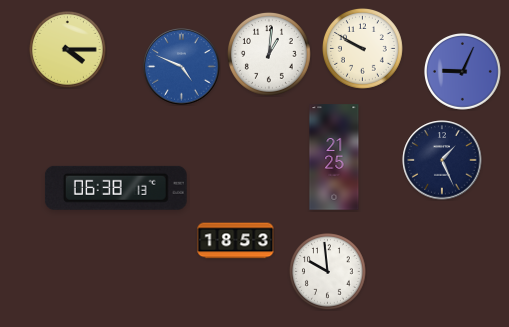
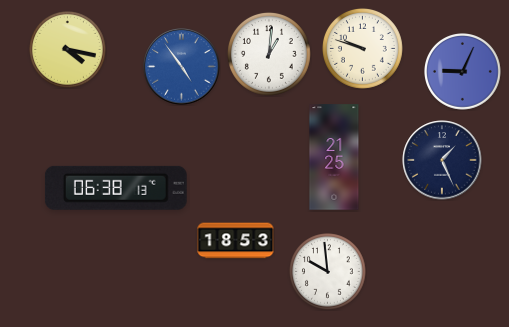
clock at (362, 48): 9:50 -> 9:48
clock at (68, 50): 4:15 -> 4:17
clock at (182, 67): 4:49 -> 4:54
